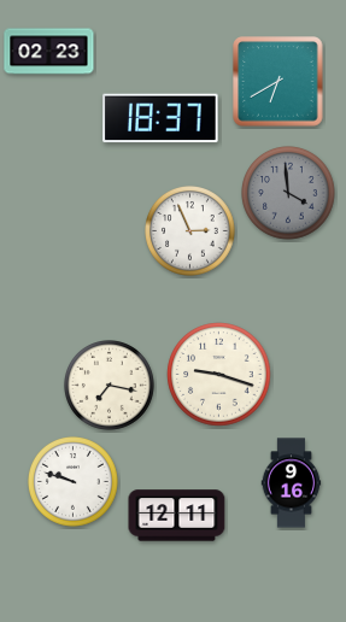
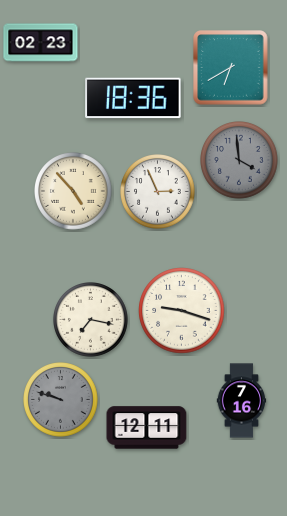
clock at (160, 118): 18:37 -> 18:36
clock at (74, 192): none -> 4:53
clock at (74, 482) dial: white -> grey
clock at (292, 483): 9:16 -> 7:16
